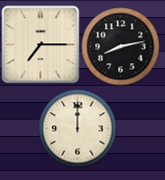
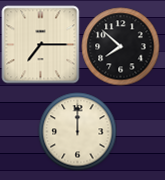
clock at (120, 46): 8:13 -> 7:52
clock at (77, 128) position: (77, 128) -> (77, 131)
